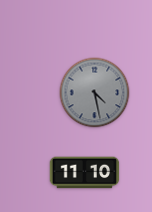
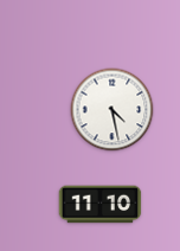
clock at (95, 93) dial: grey -> white
